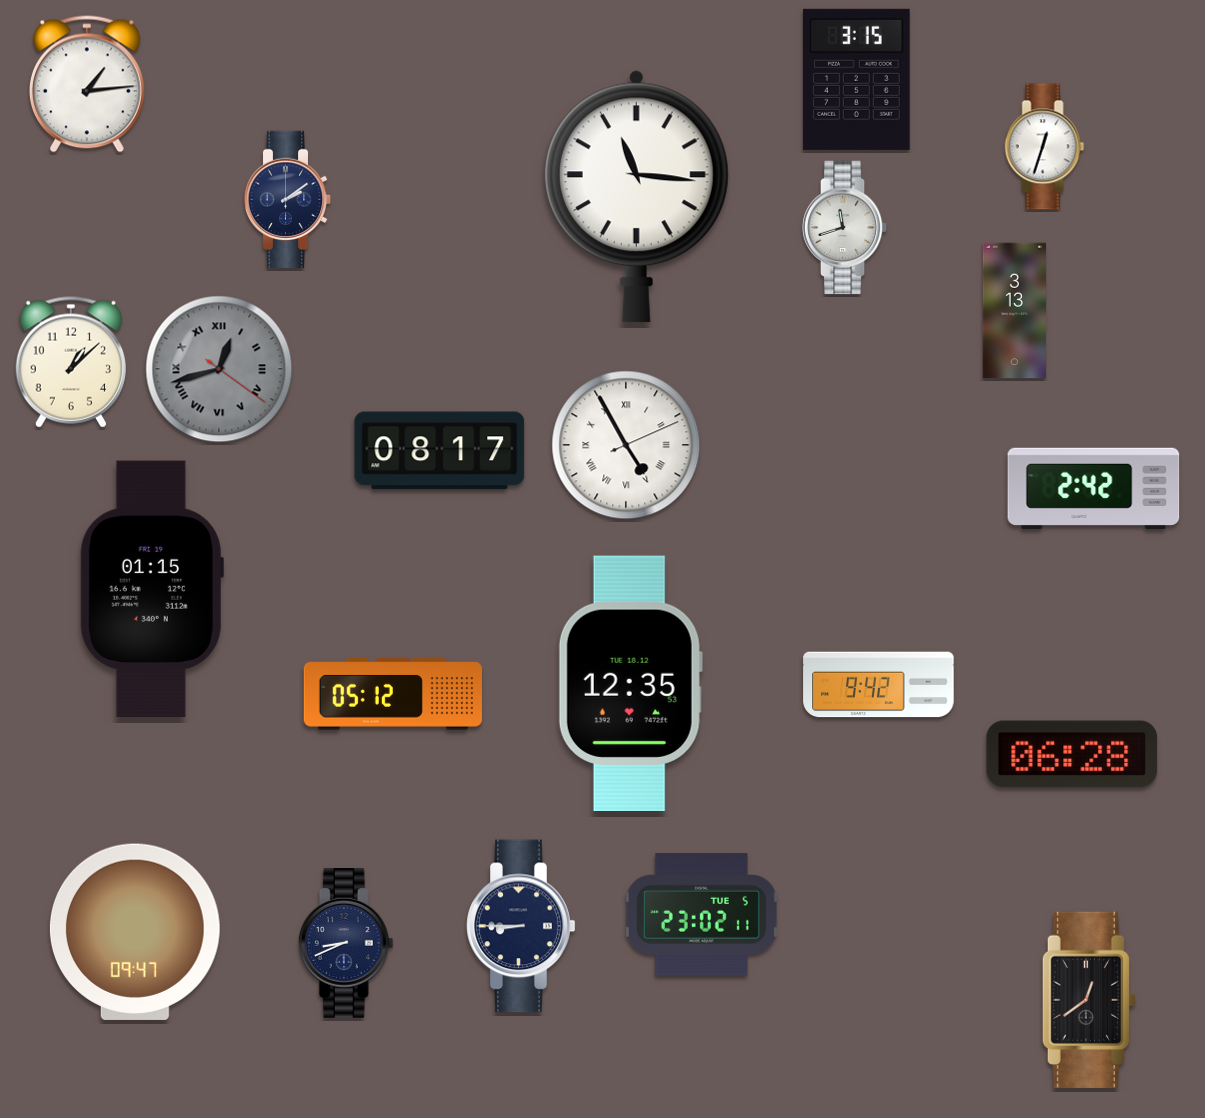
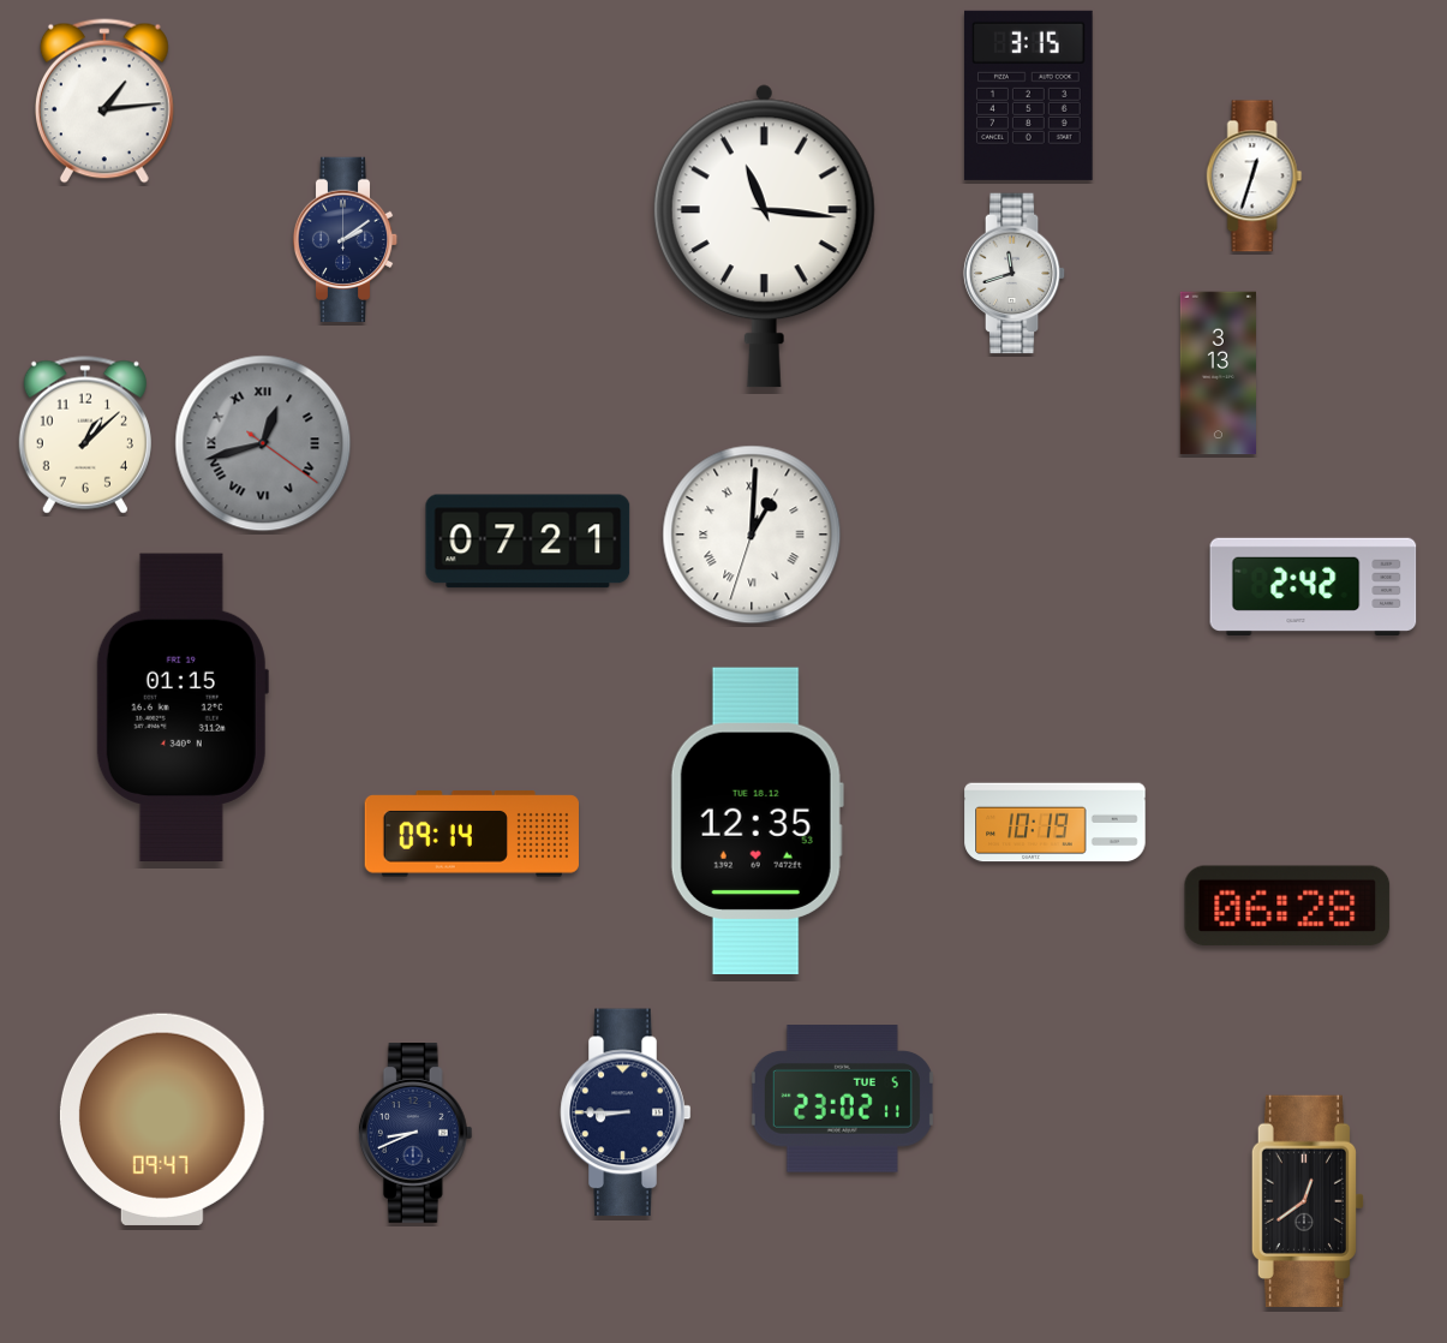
clock at (626, 445): 4:55 -> 1:00
clock at (440, 451): 08:17 -> 07:21
clock at (879, 685): 9:42 -> 10:19
clock at (393, 694): 05:12 -> 09:14
